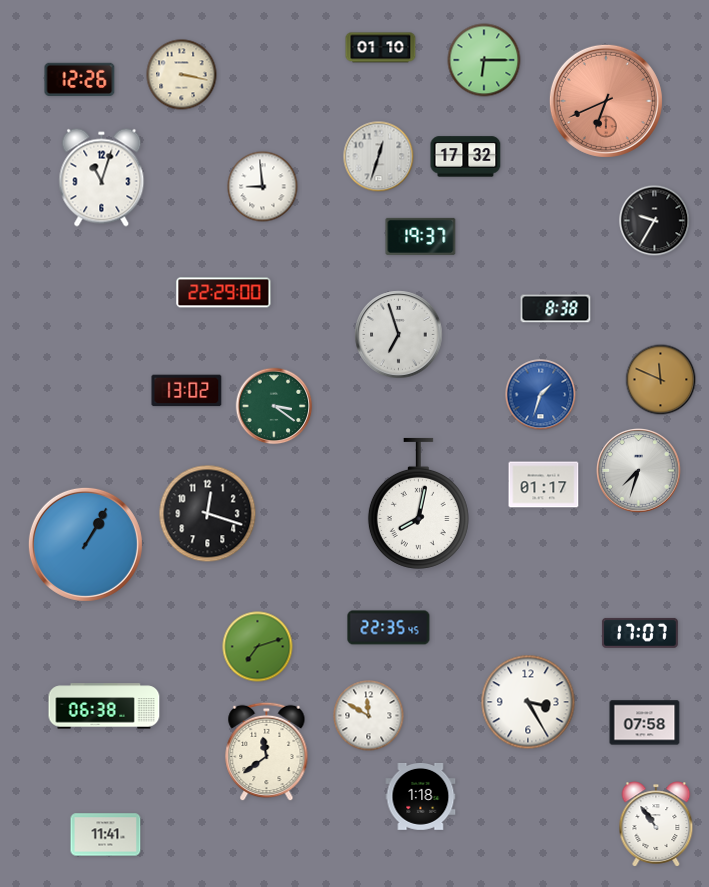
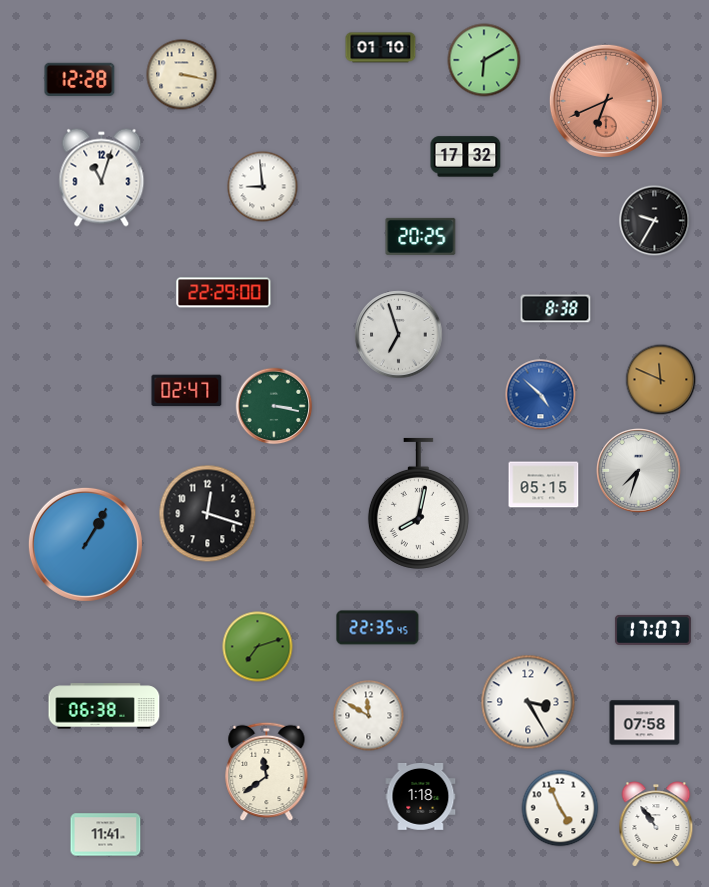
clock at (484, 60): 6:15 -> 6:10
clock at (80, 79): 12:26 -> 12:28
clock at (379, 157): 12:33 -> none
clock at (421, 236): 19:37 -> 20:25
clock at (187, 391): 13:02 -> 02:47
clock at (541, 395): 1:33 -> 4:52
clock at (274, 406): 3:21 -> 3:17
clock at (544, 485): 01:17 -> 05:15
clock at (389, 628) position: (389, 628) -> (378, 628)
clock at (640, 633) position: (640, 633) -> (653, 630)
clock at (267, 752) position: (267, 752) -> (267, 772)
clock at (560, 808): none -> 4:56
